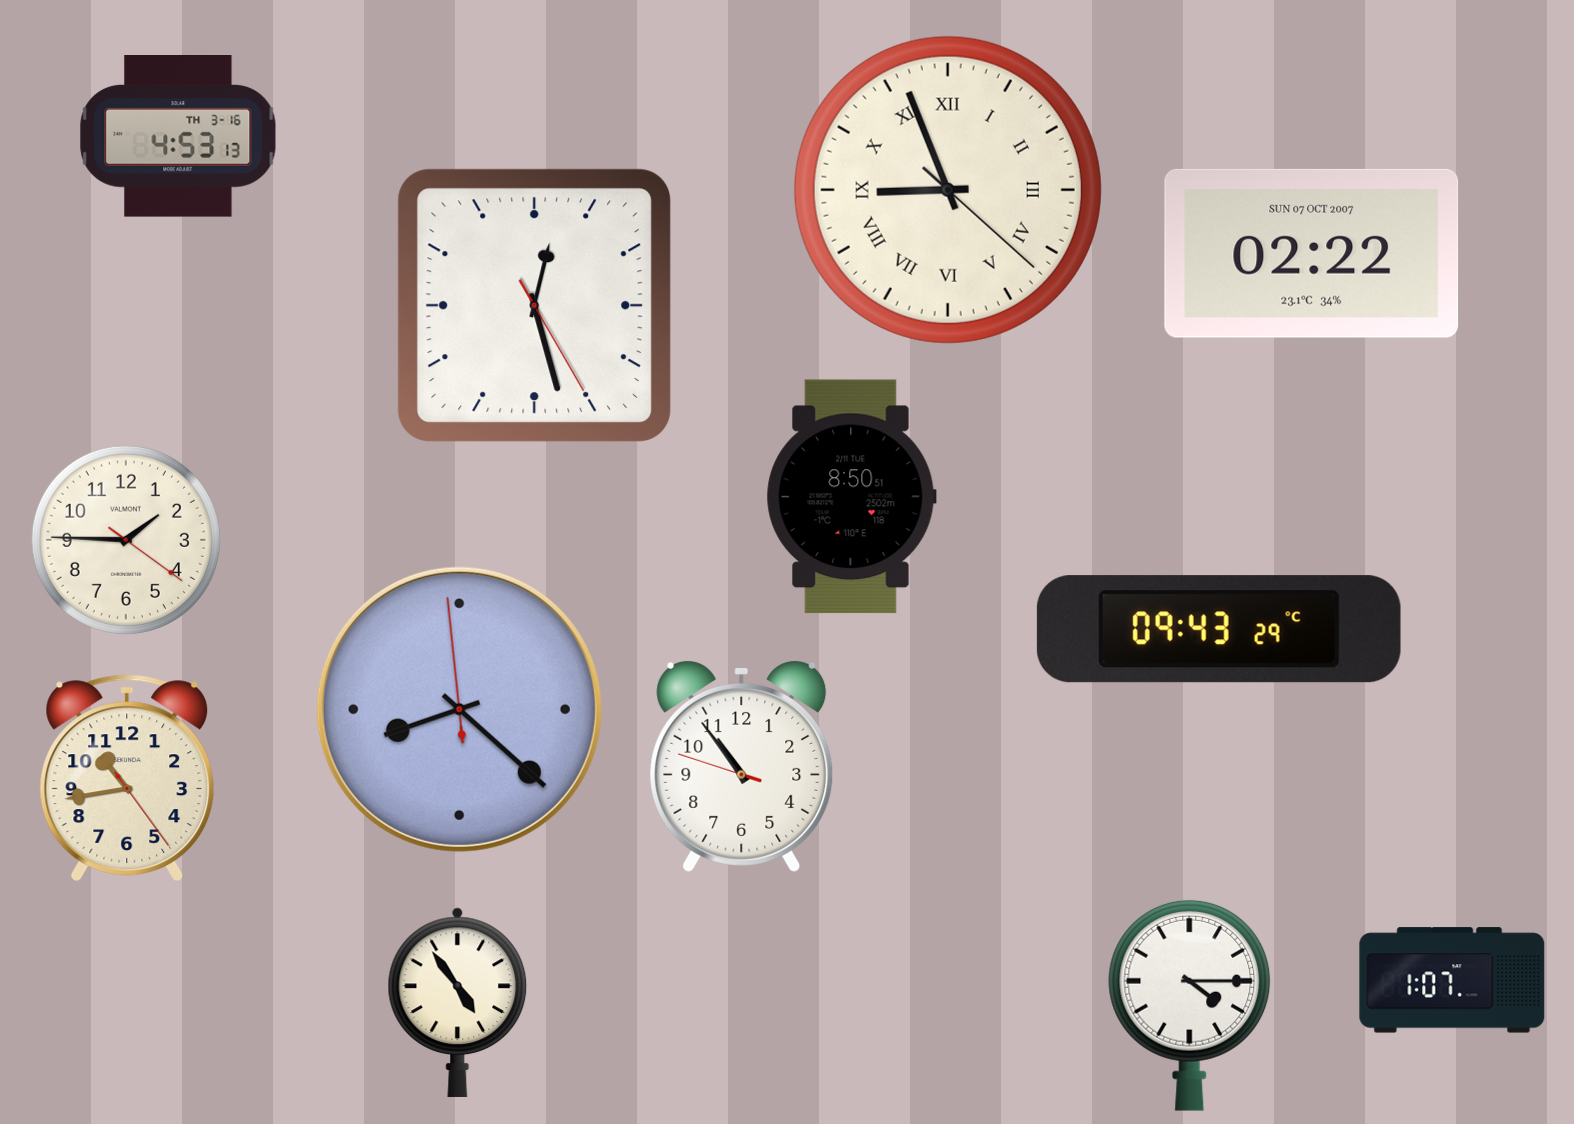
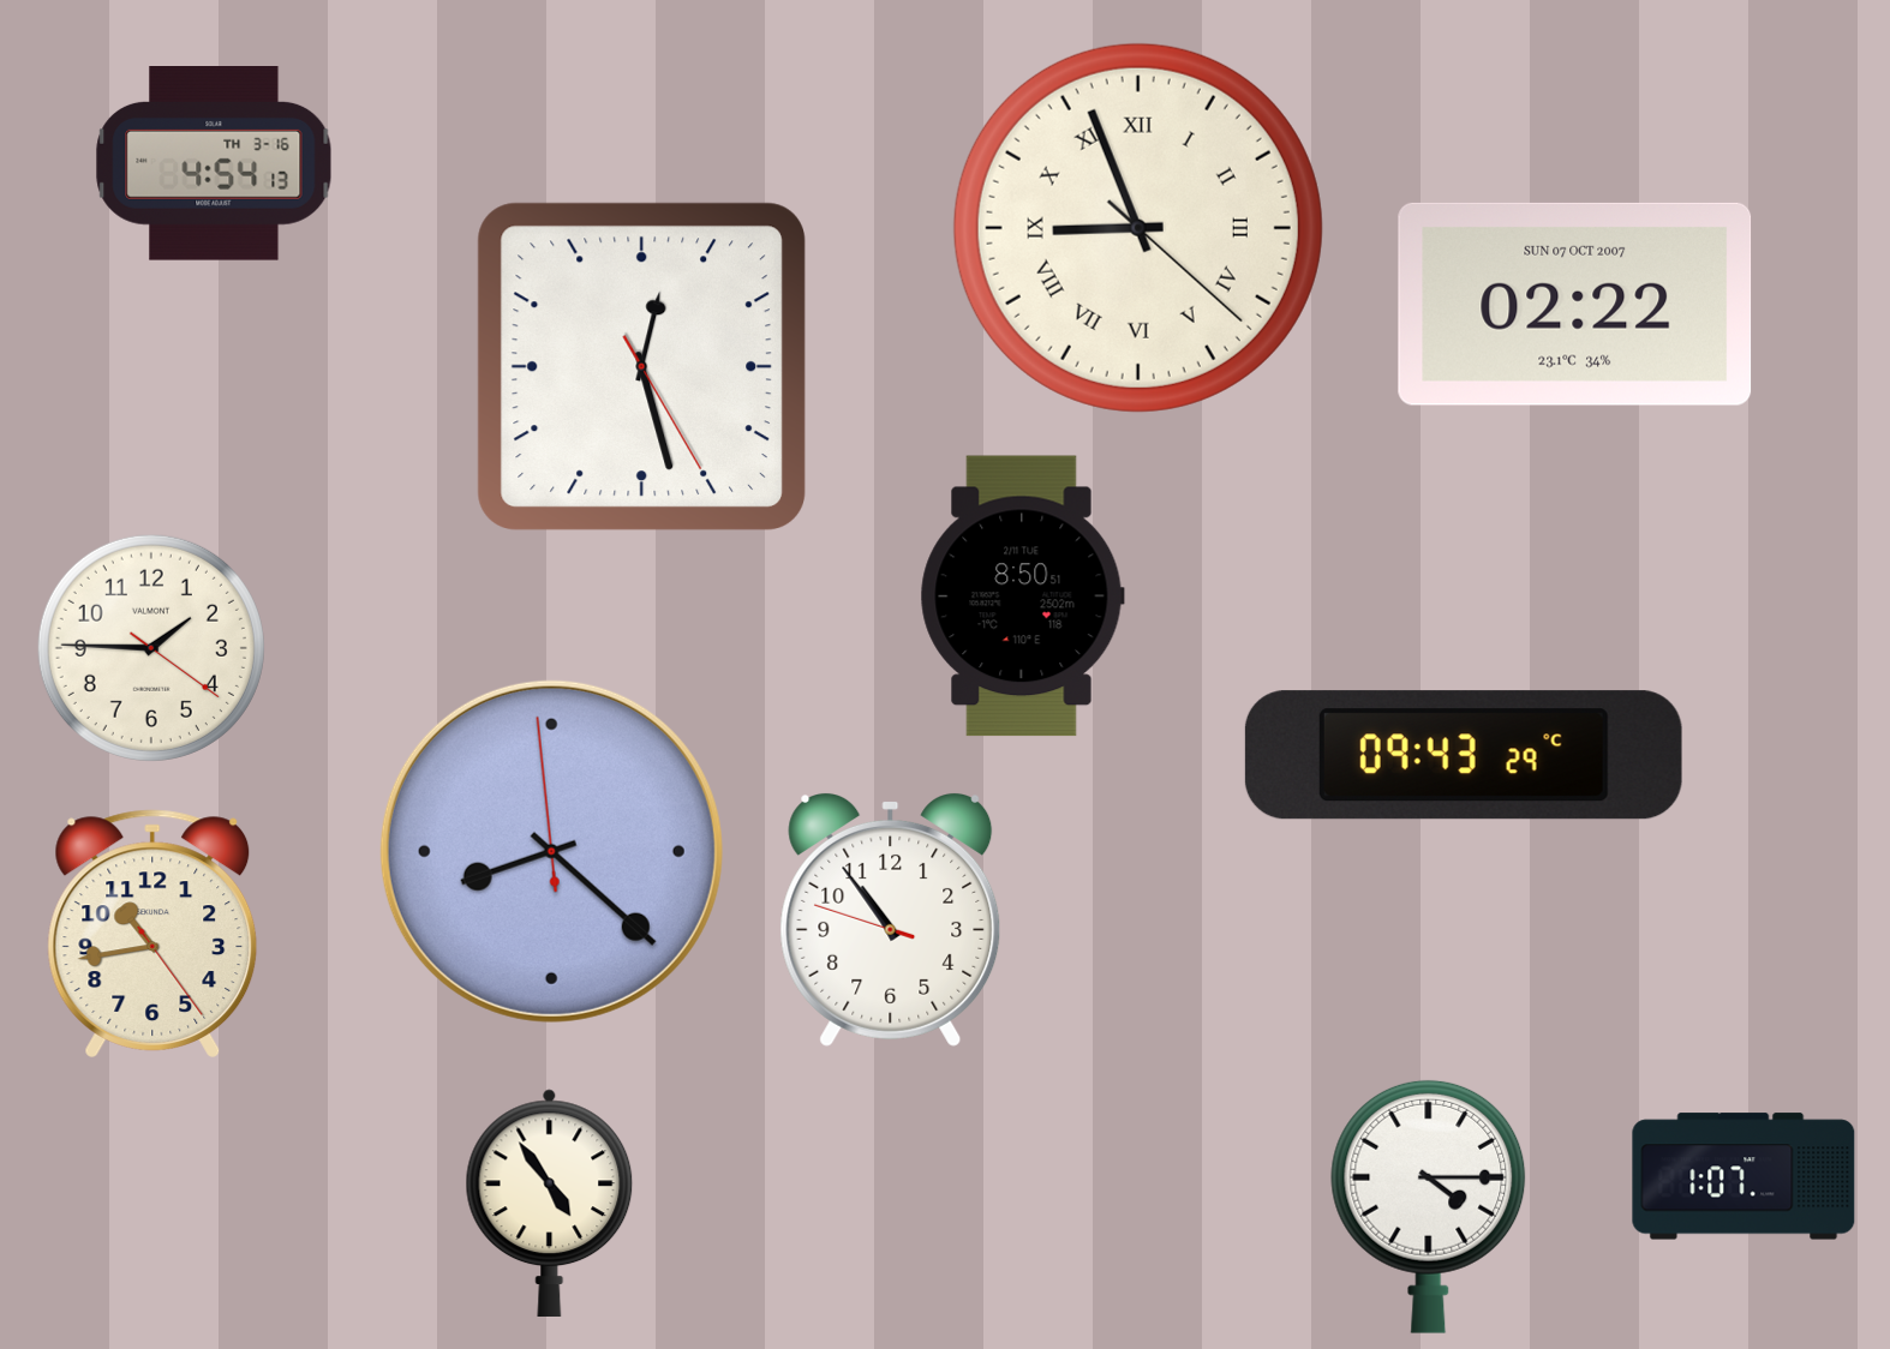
clock at (178, 137): 4:53 -> 4:54
